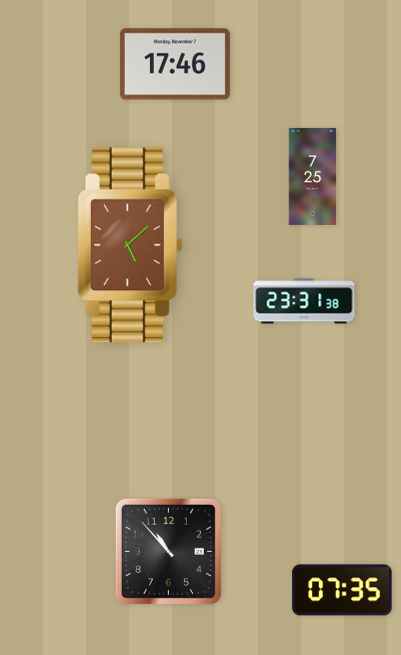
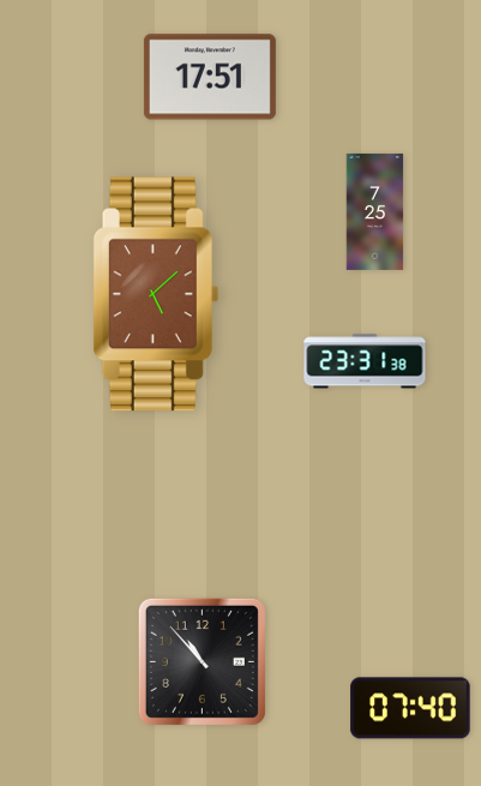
clock at (175, 64): 17:46 -> 17:51
clock at (342, 590): 07:35 -> 07:40
